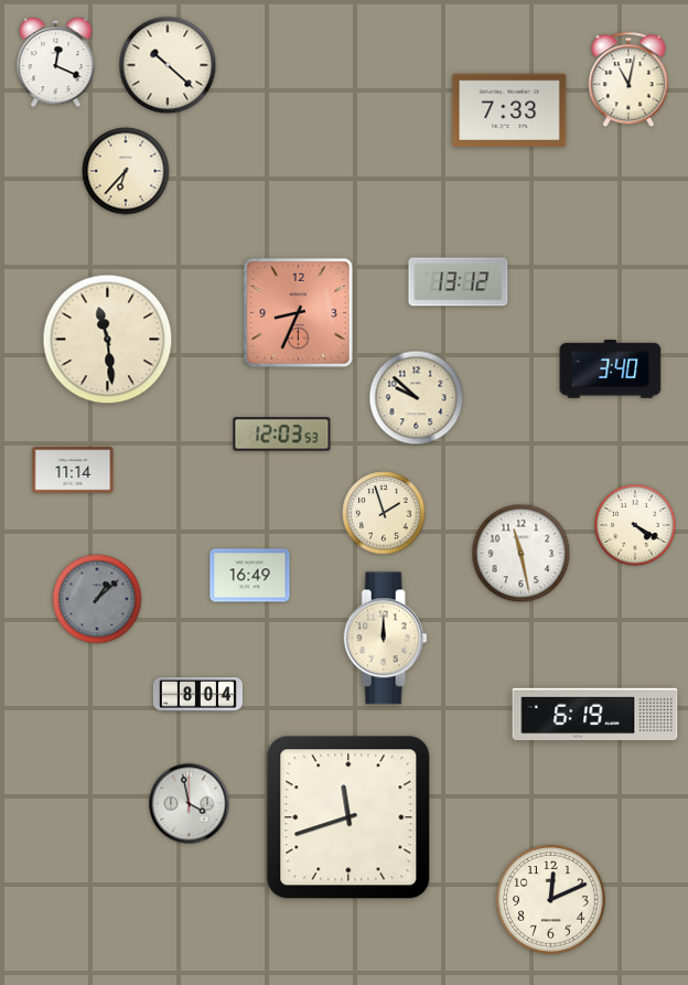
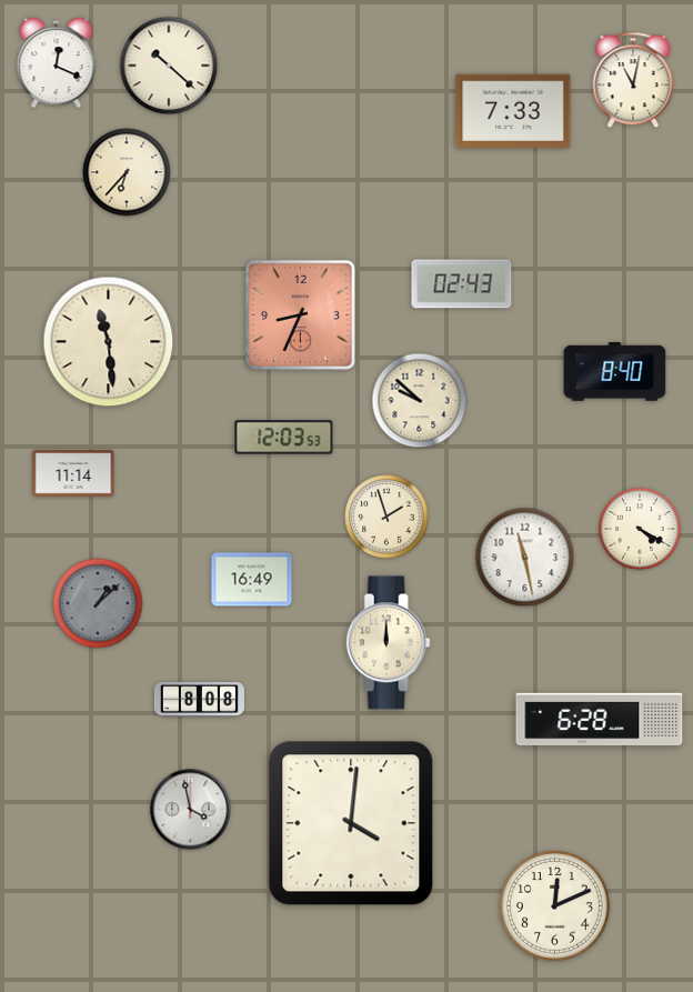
clock at (459, 282): 13:12 -> 02:43
clock at (611, 370): 3:40 -> 8:40
clock at (197, 695): 8:04 -> 8:08
clock at (595, 715): 6:19 -> 6:28
clock at (348, 817): 11:42 -> 4:01
